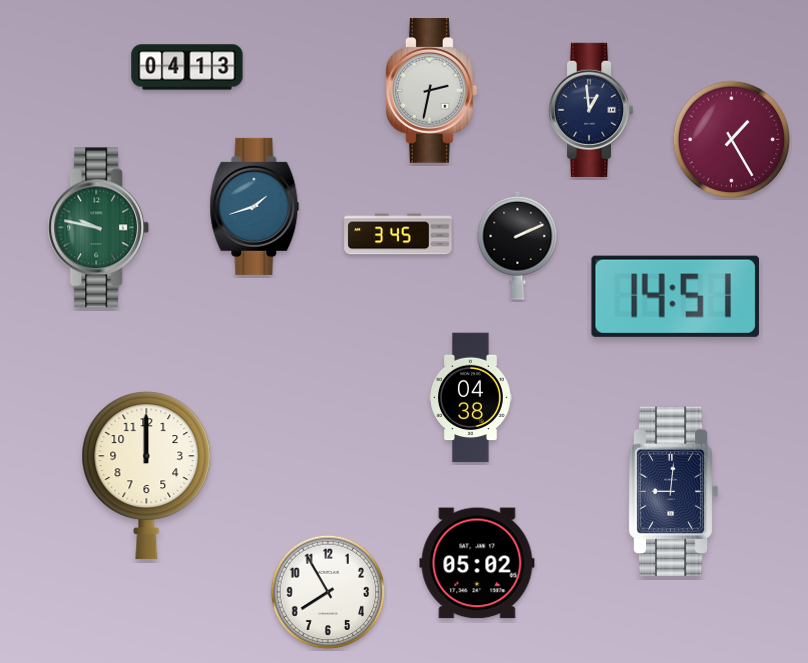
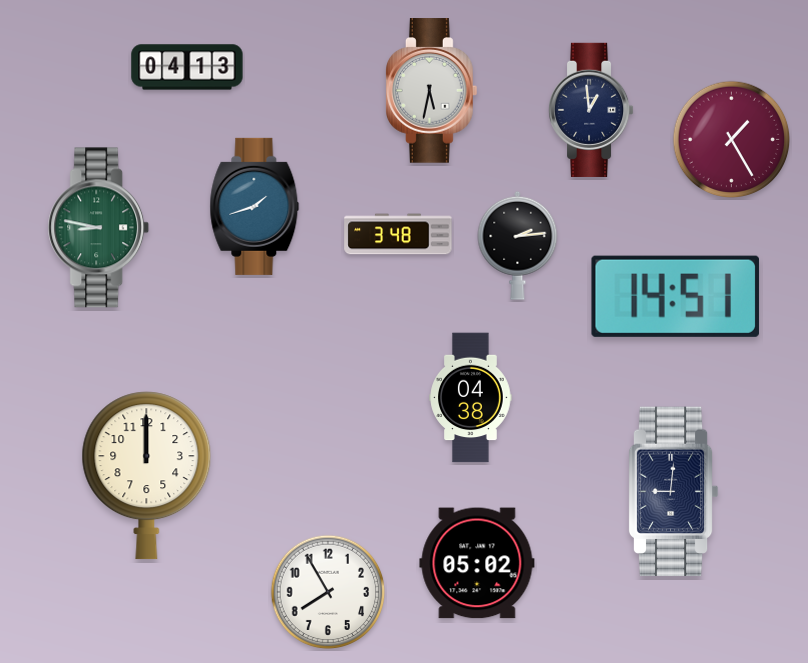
clock at (432, 91): 2:32 -> 5:32
clock at (99, 228): 9:47 -> 8:47
clock at (398, 234): 3:45 -> 3:48
clock at (518, 245): 2:11 -> 2:14
